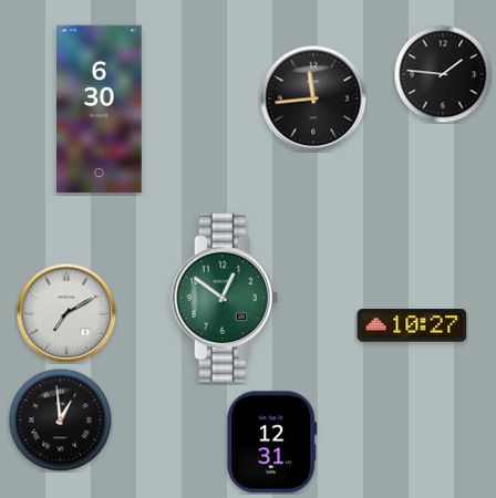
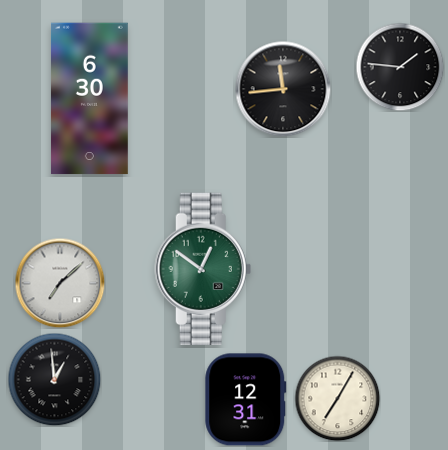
clock at (66, 313): 7:10 -> 7:08
clock at (412, 325): 10:27 -> none
clock at (337, 398): none -> 7:05
